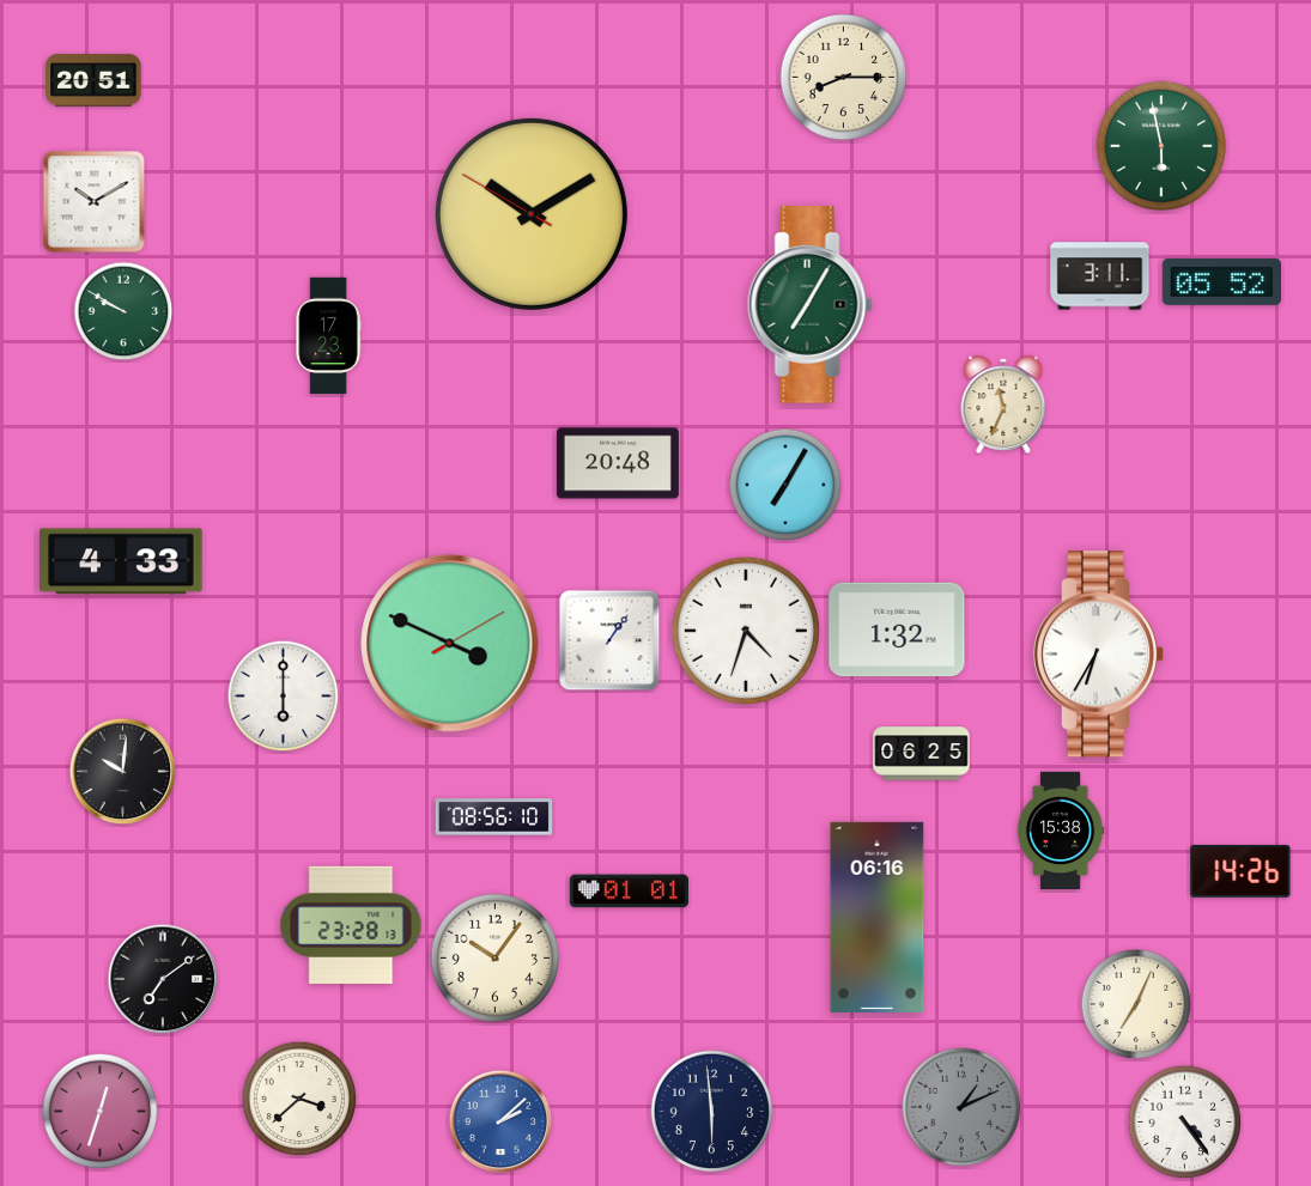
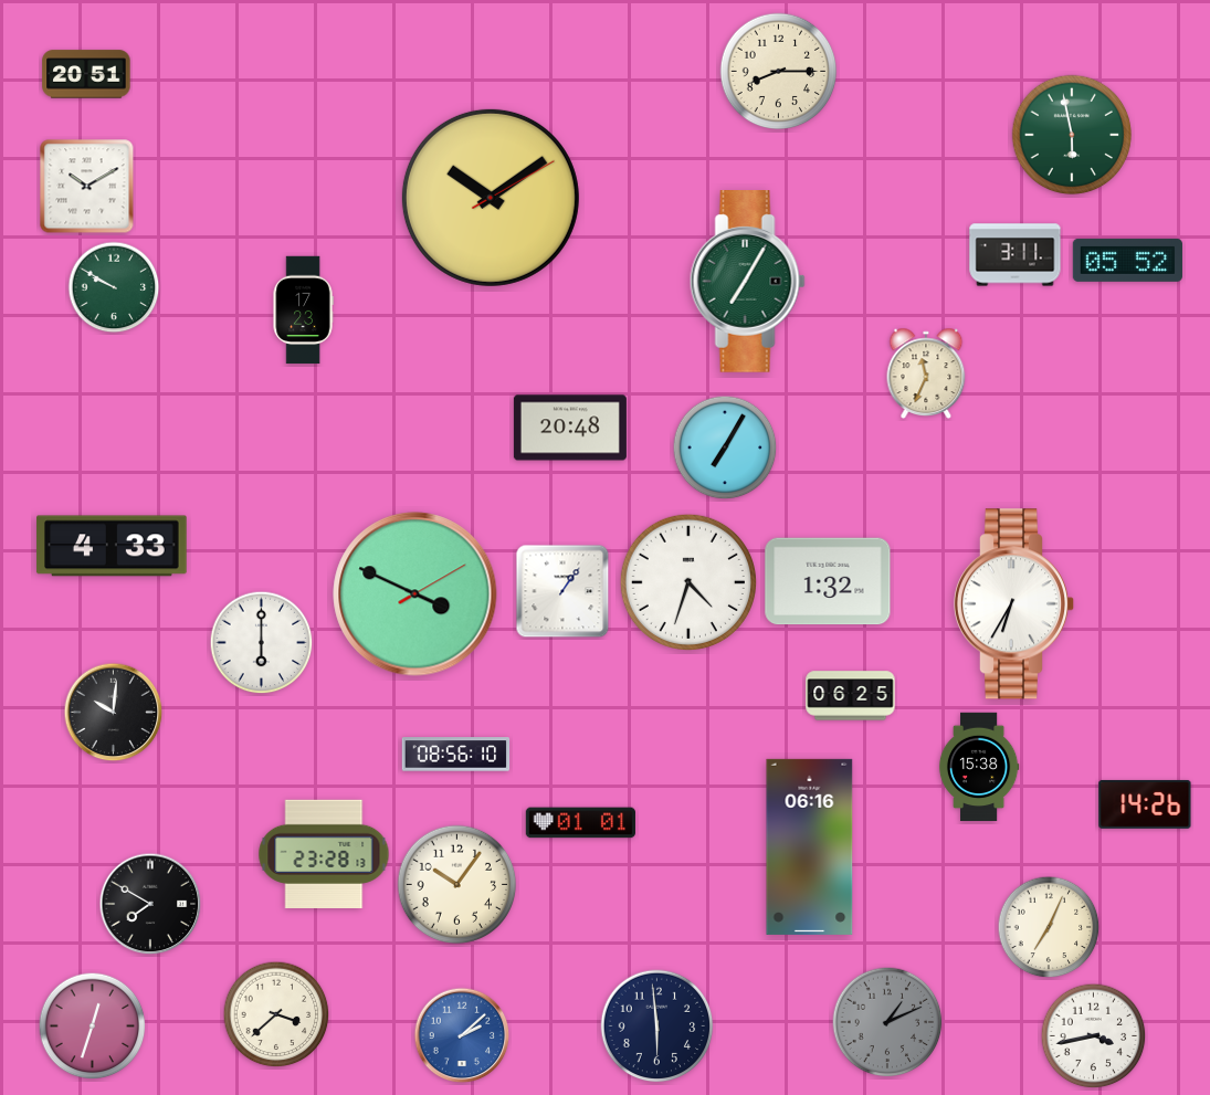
clock at (532, 214): 10:09:50 -> 10:09:10
clock at (121, 561) position: (121, 561) -> (112, 546)
clock at (163, 979): 7:09 -> 7:50
clock at (1185, 1123): 4:24 -> 3:43
